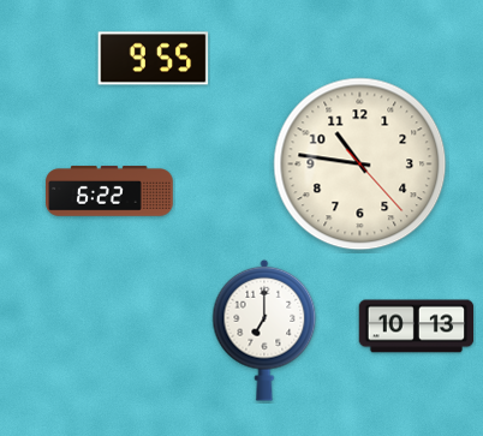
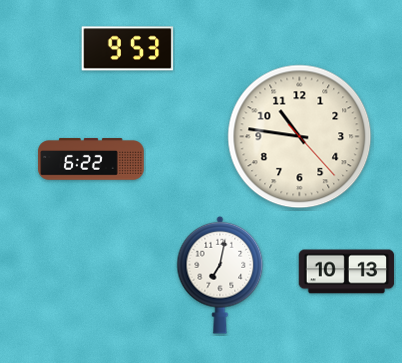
clock at (154, 59): 9:55 -> 9:53
clock at (264, 330): 7:00 -> 7:02
